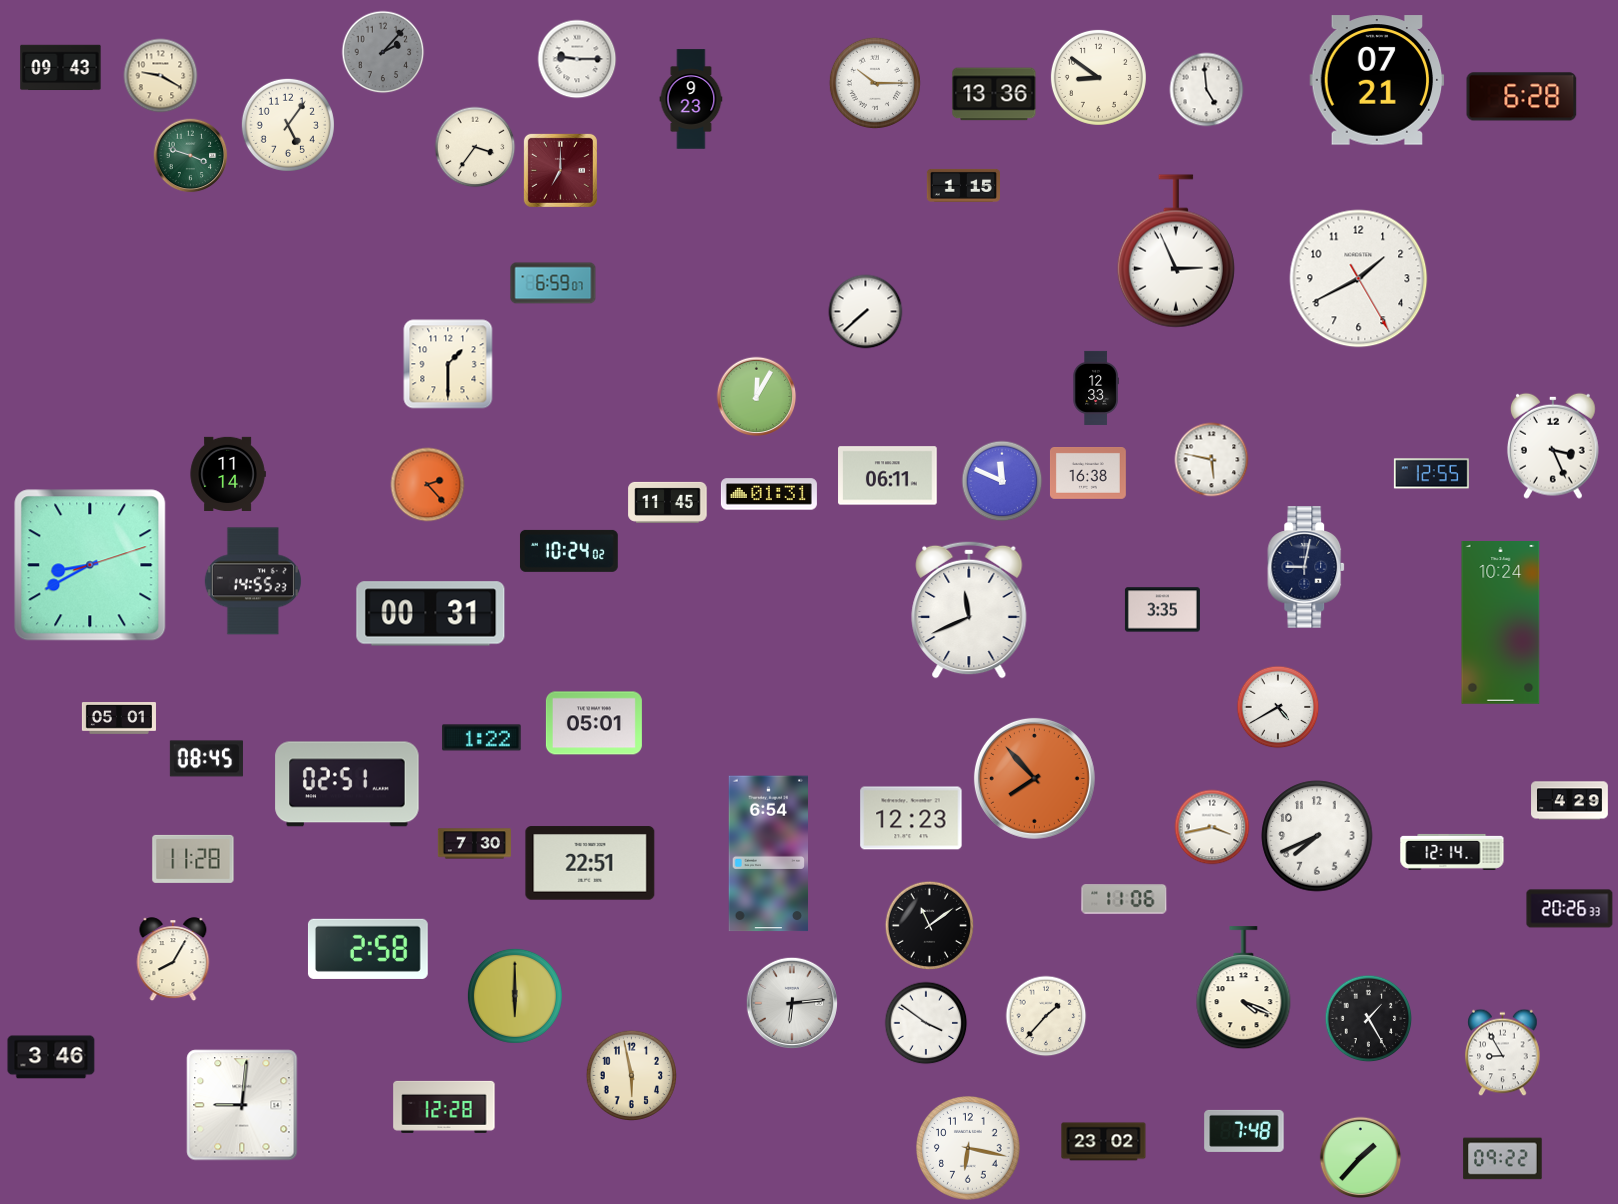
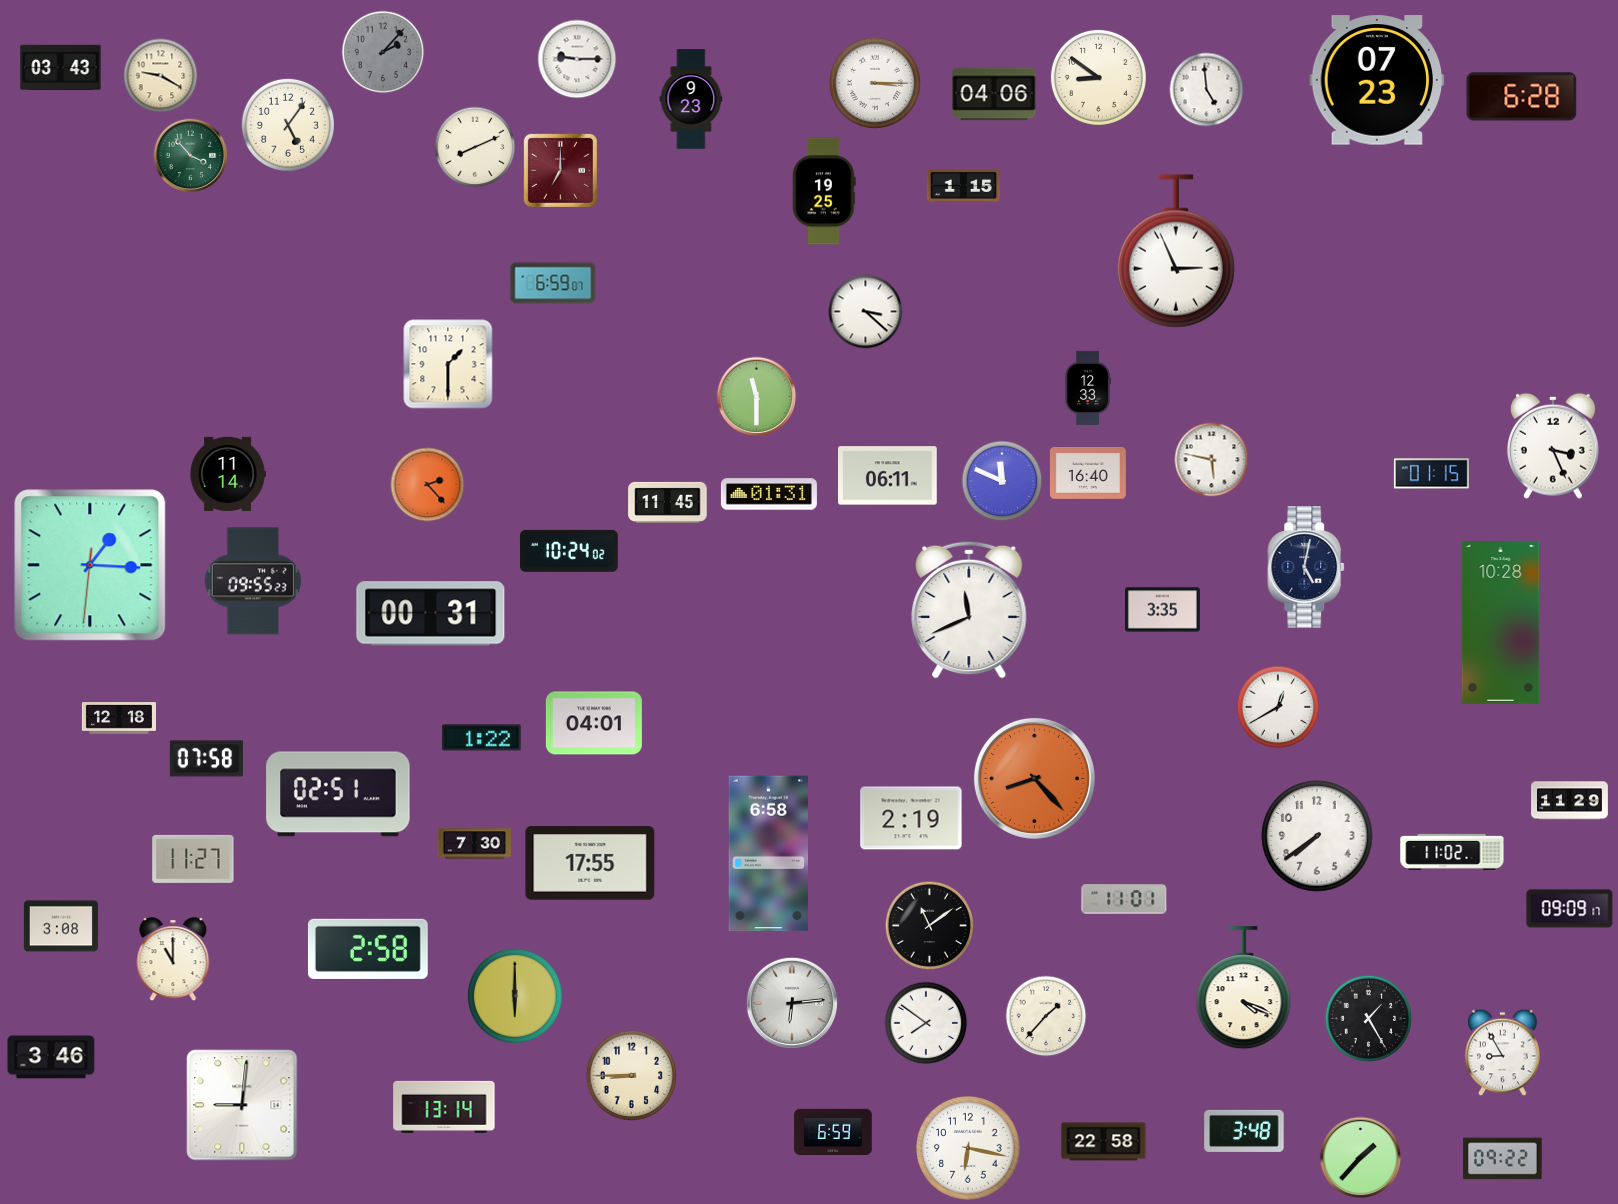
clock at (61, 68): 09:43 -> 03:43
clock at (1377, 80): 07:21 -> 07:23
clock at (875, 83): 10:15 -> 3:15
clock at (994, 94): 13:36 -> 04:06
clock at (475, 147): 3:36 -> 8:11
clock at (191, 156): 3:48 -> 3:53
clock at (824, 191): none -> 19:25
clock at (1359, 279): 1:40 -> none
clock at (866, 312): 7:38 -> 3:22
clock at (1096, 388) position: (1096, 388) -> (1088, 388)
clock at (757, 397): 12:05 -> 11:30
clock at (1088, 474): 16:38 -> 16:40
clock at (1431, 474): 12:55 -> 01:15
clock at (90, 565): 8:40 -> 1:15
clock at (1307, 567): 9:02 -> 5:02
clock at (253, 581): 14:55 -> 09:55
clock at (1501, 623): 10:24 -> 10:28
clock at (1278, 707): 4:40 -> 12:40
clock at (119, 718): 05:01 -> 12:18
clock at (594, 723): 05:01 -> 04:01
clock at (206, 759): 08:45 -> 07:58
clock at (1034, 778): 7:53 -> 8:23
clock at (347, 784) position: (347, 784) -> (338, 794)
clock at (1570, 801): 4:29 -> 11:29
clock at (911, 818): 12:23 -> 2:19
clock at (1212, 827): 3:43 -> none
clock at (1317, 836): 7:41 -> 7:39
clock at (1452, 852): 12:14 -> 11:02
clock at (769, 854): 6:54 -> 6:58
clock at (193, 859): 11:28 -> 11:27
clock at (590, 863): 22:51 -> 17:55
clock at (1124, 899): 11:06 -> 11:01
clock at (1570, 909): 20:26 -> 09:09
clock at (61, 926): none -> 3:08
clock at (173, 960): 8:05 -> 11:00
clock at (926, 1023): 3:51 -> 7:51
clock at (631, 1075): 5:58 -> 8:45
clock at (444, 1107): 12:28 -> 13:14
clock at (1244, 1131): 7:48 -> 3:48
clock at (833, 1132): none -> 6:59
clock at (1104, 1142): 23:02 -> 22:58
